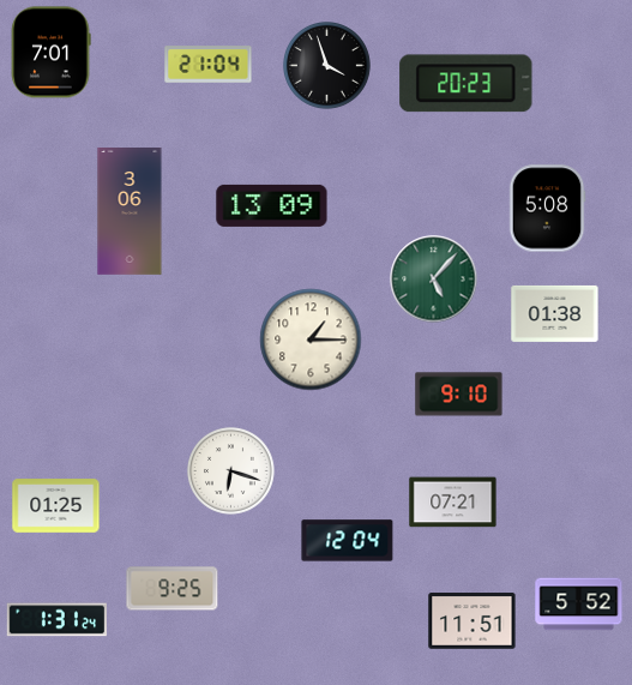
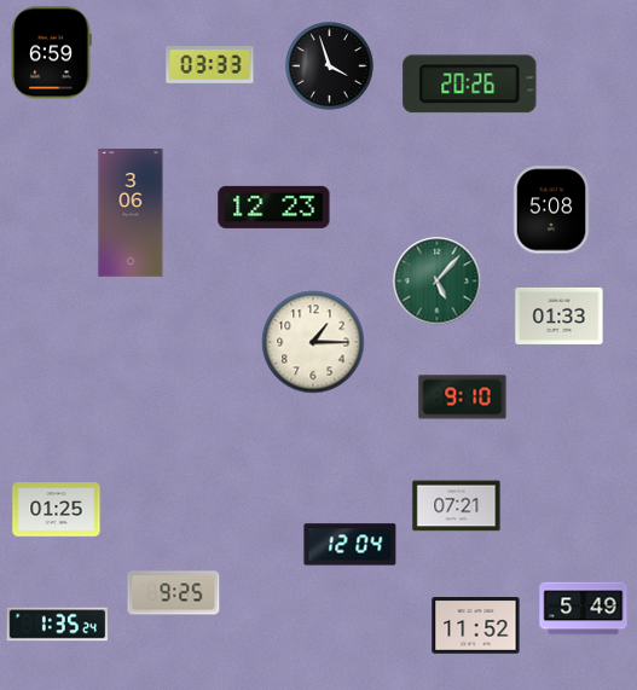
clock at (50, 53): 7:01 -> 6:59
clock at (209, 65): 21:04 -> 03:33
clock at (467, 84): 20:23 -> 20:26
clock at (272, 205): 13:09 -> 12:23
clock at (555, 313): 01:38 -> 01:33
clock at (231, 471): 6:18 -> none
clock at (579, 605): 5:52 -> 5:49
clock at (56, 620): 1:31 -> 1:35
clock at (473, 621): 11:51 -> 11:52
